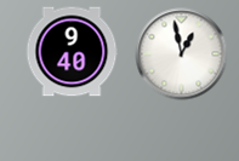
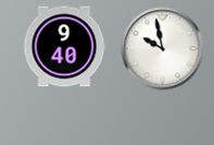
clock at (182, 54): 12:58 -> 9:58
